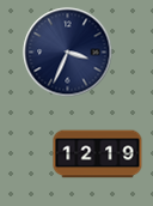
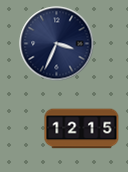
clock at (98, 154): 12:19 -> 12:15
